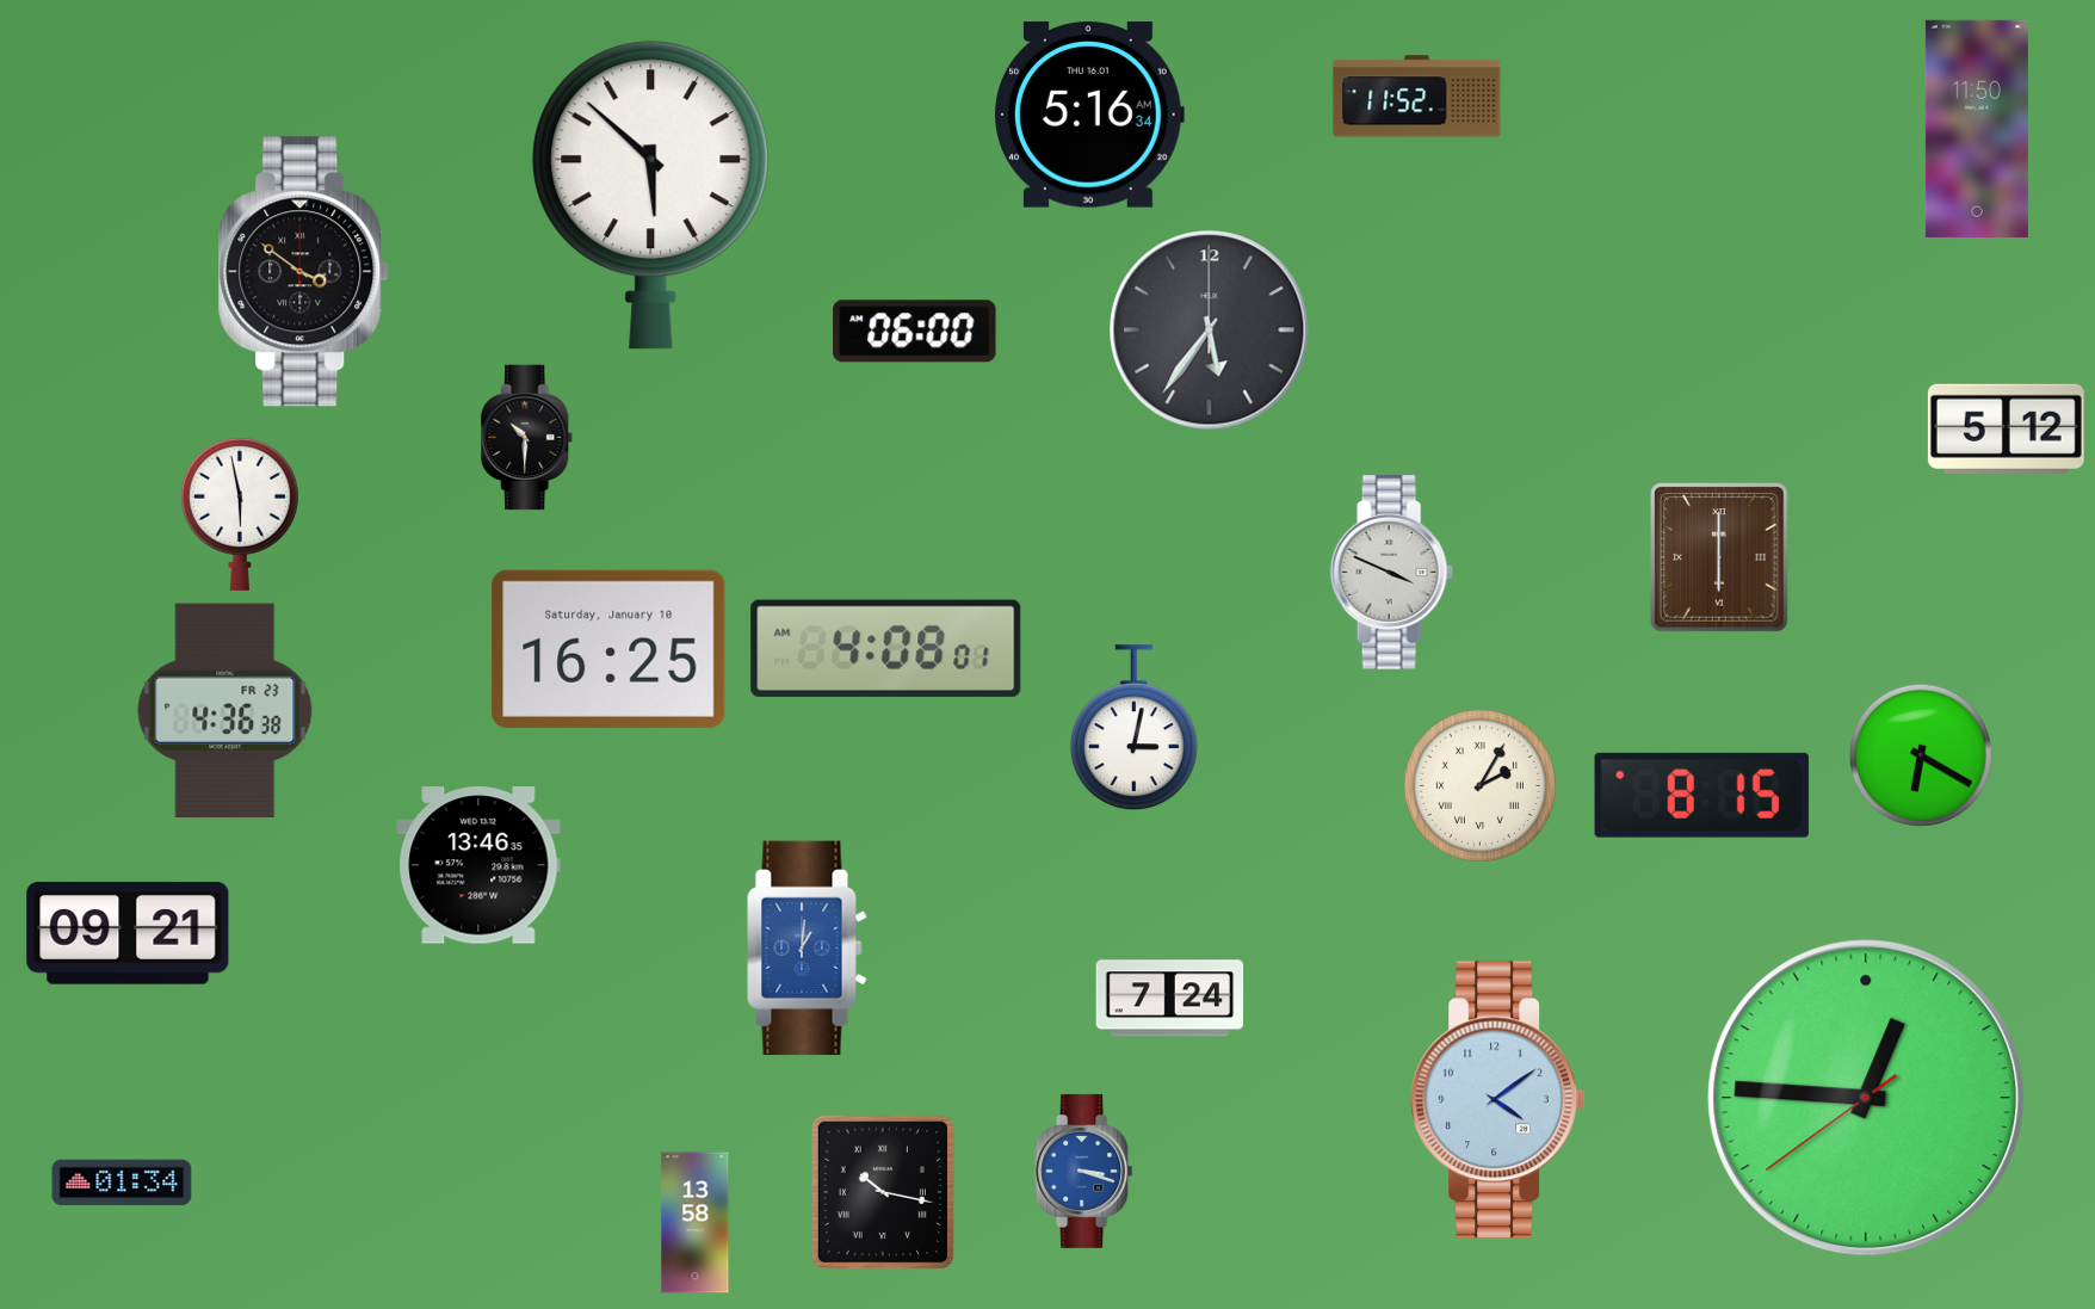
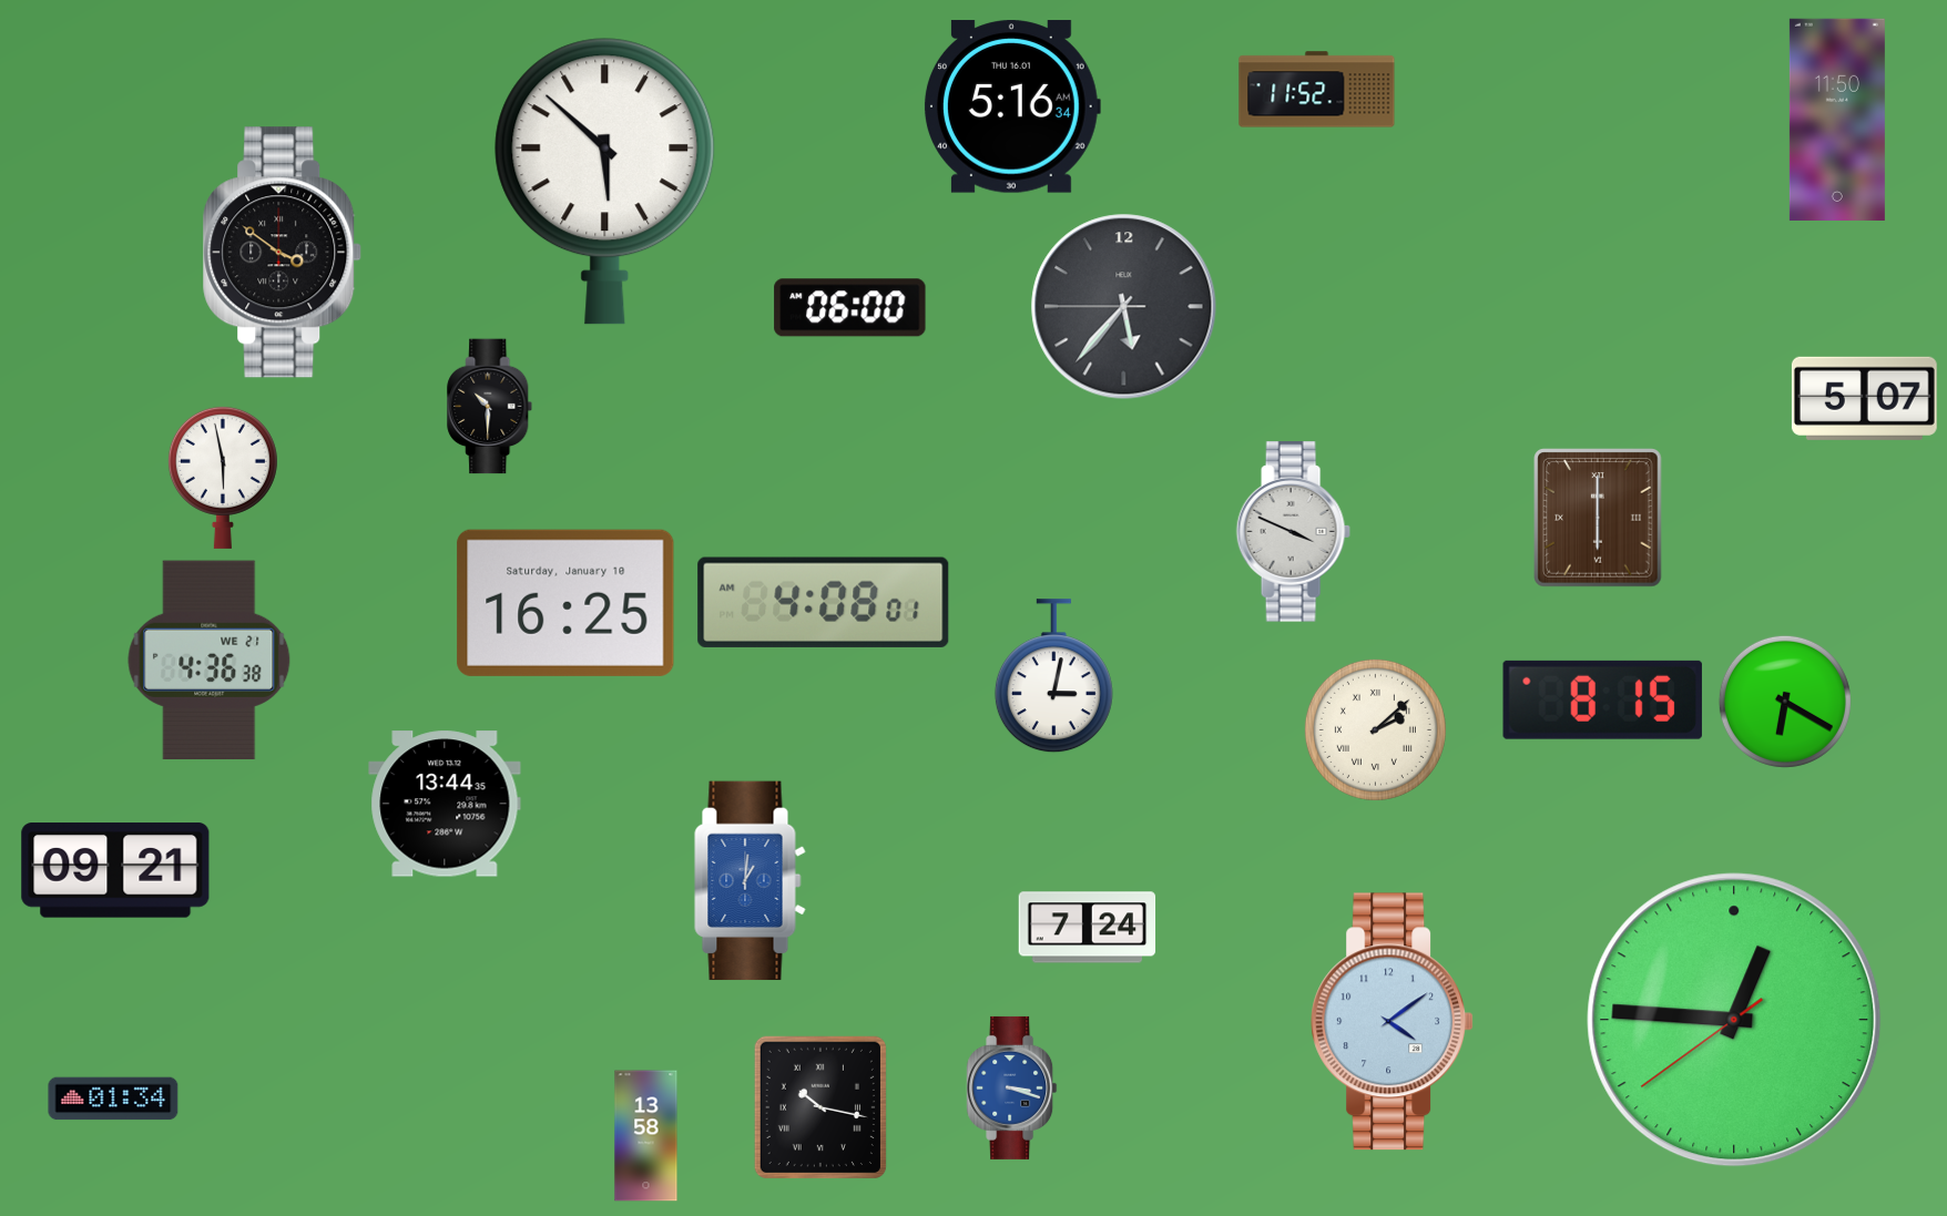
clock at (1210, 331): 5:36:00 -> 5:36:45
clock at (2006, 428): 5:12 -> 5:07
clock at (225, 710) date: FR 23 -> WE 21
clock at (1479, 785): 2:05 -> 2:08
clock at (1701, 795) position: (1701, 795) -> (1602, 699)
clock at (478, 865): 13:46 -> 13:44
clock at (128, 933) position: (128, 933) -> (115, 870)
clock at (1084, 1171) position: (1084, 1171) -> (1012, 1087)
